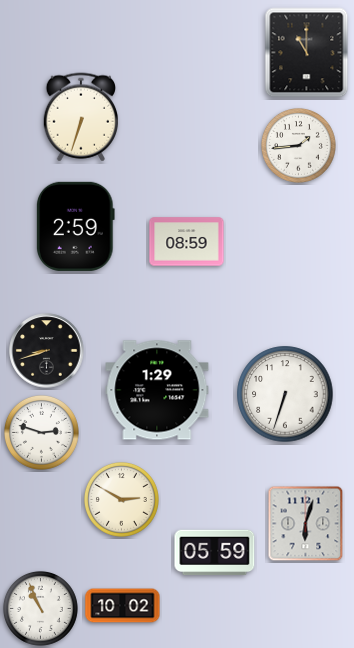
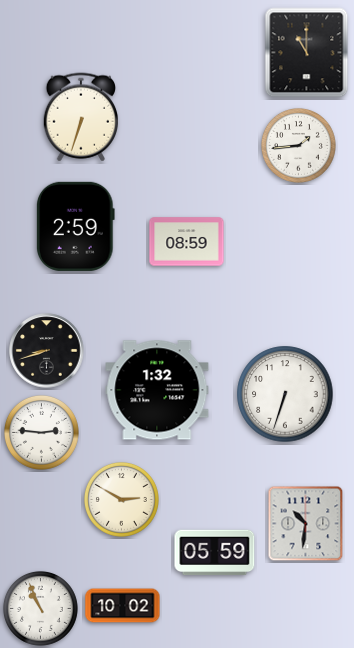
clock at (157, 390): 1:29 -> 1:32
clock at (41, 432): 2:48 -> 2:46
clock at (306, 524): 6:03 -> 10:31
